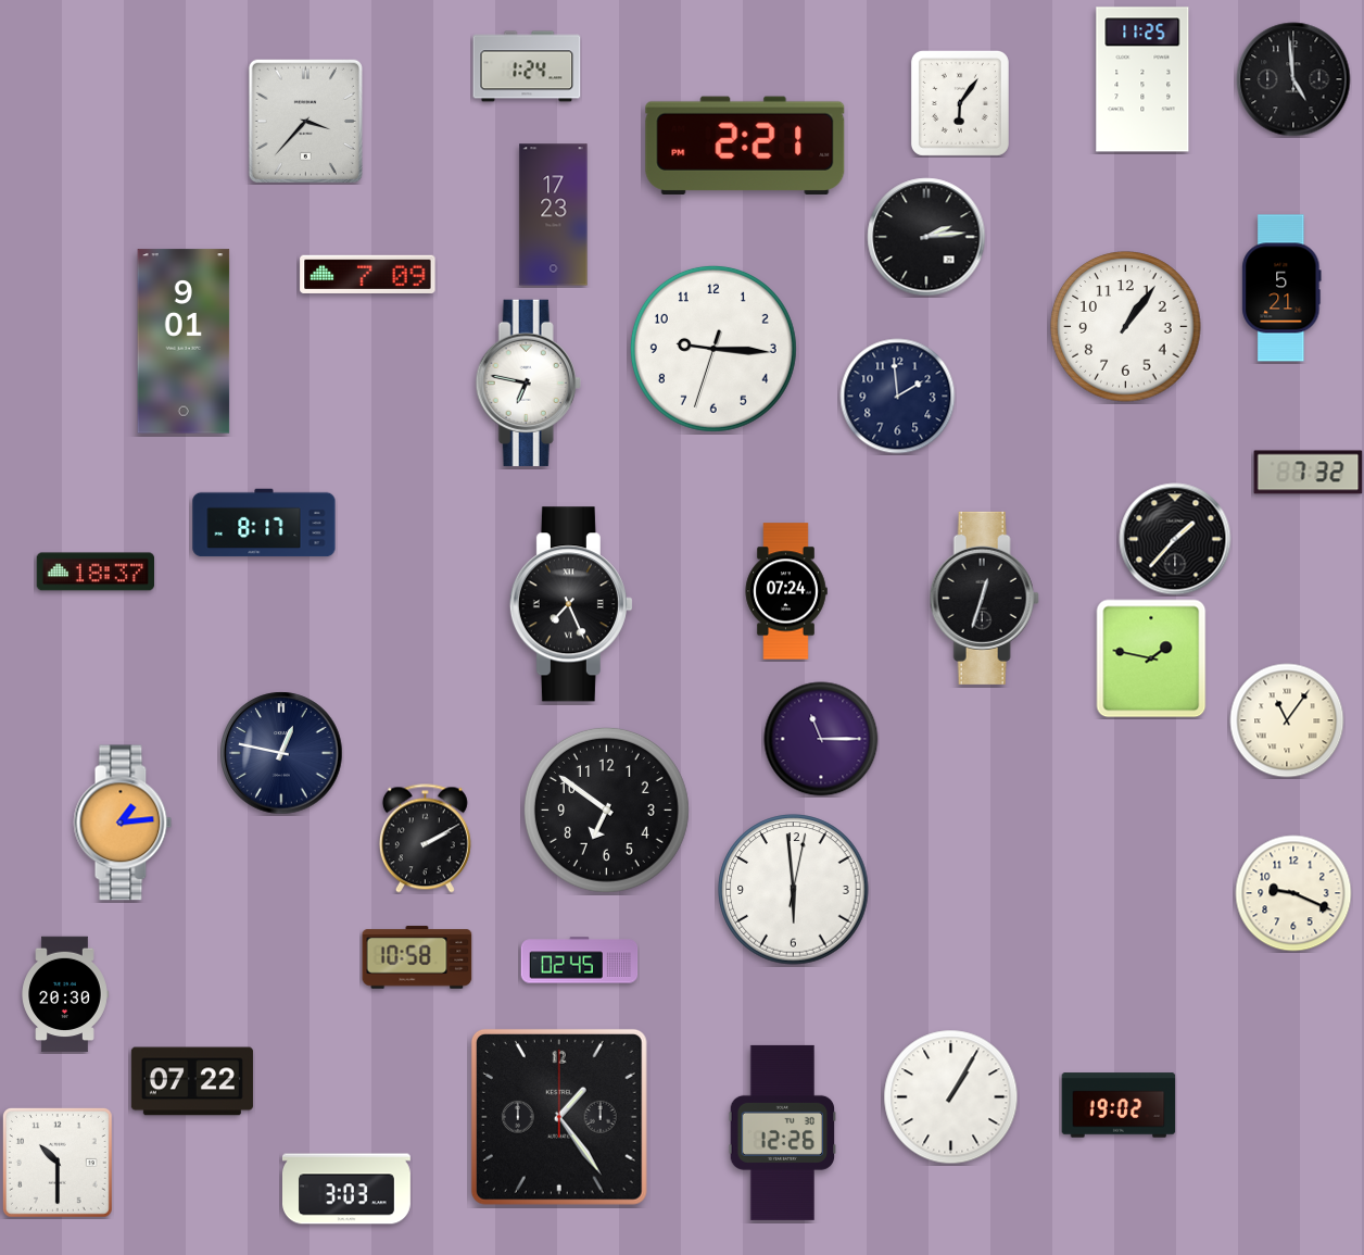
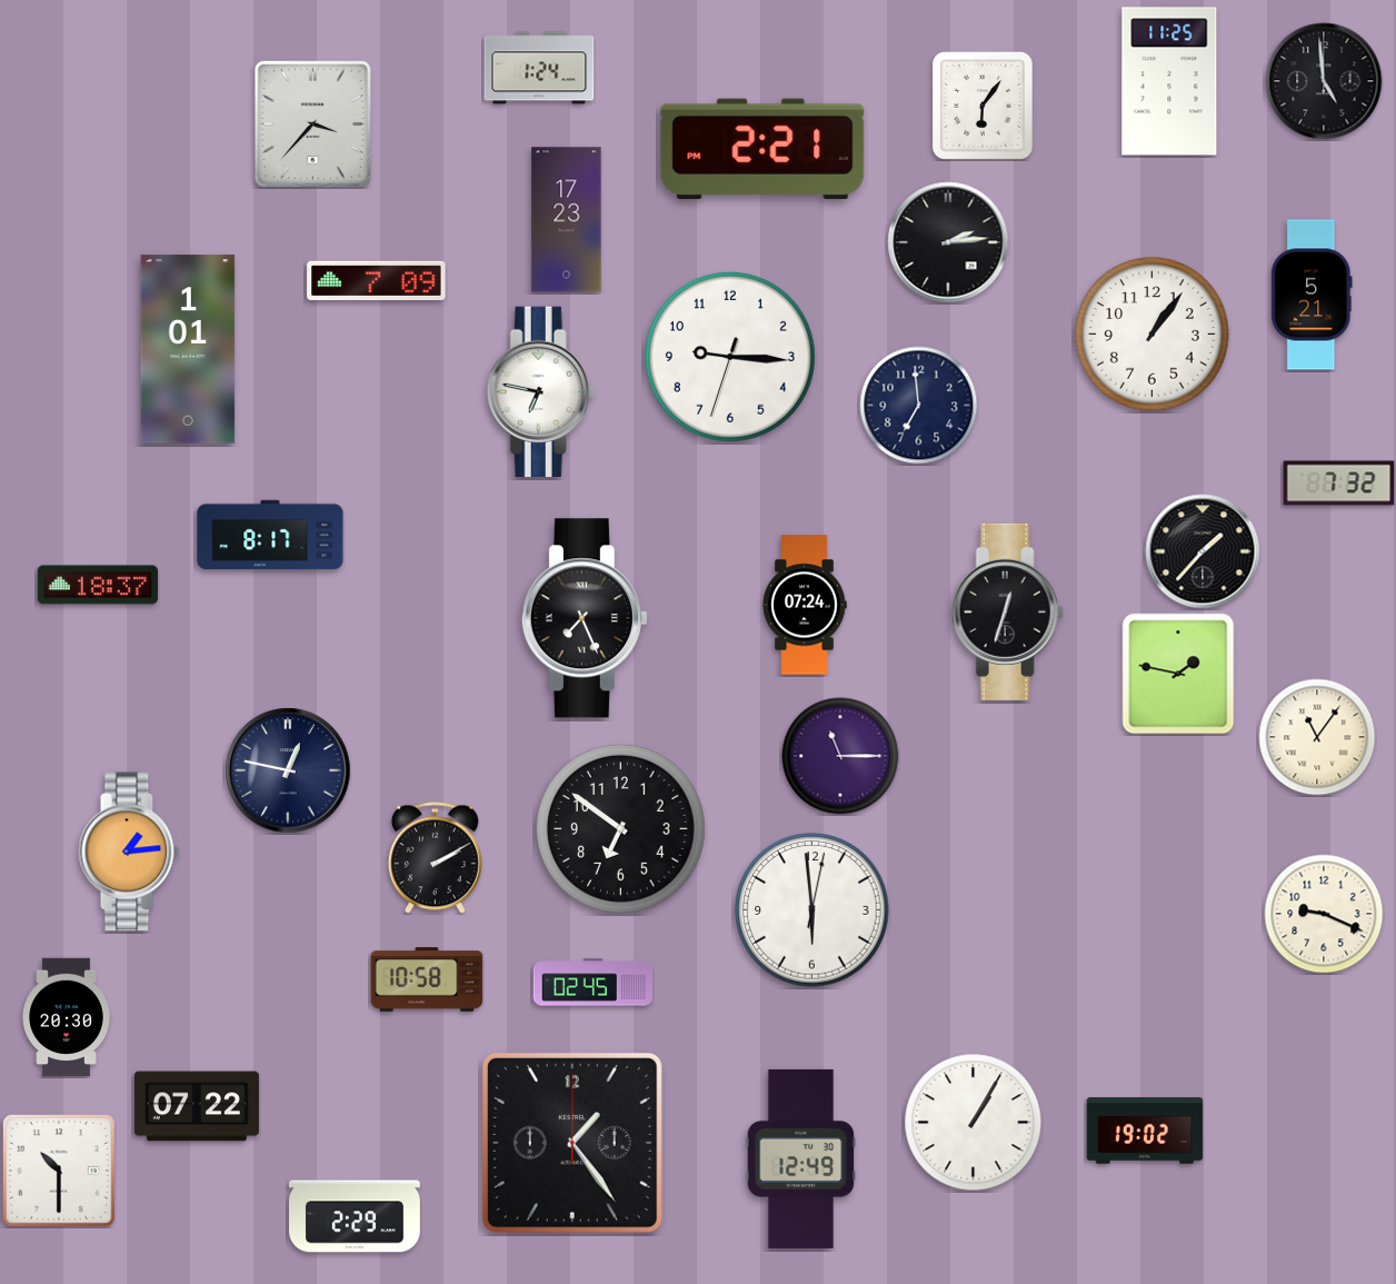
clock at (184, 341): 9:01 -> 1:01
clock at (898, 397): 1:59 -> 6:59
clock at (123, 823) position: (123, 823) -> (129, 852)
clock at (783, 1132): 12:26 -> 12:49
clock at (58, 1163) position: (58, 1163) -> (59, 1171)
clock at (348, 1189): 3:03 -> 2:29
